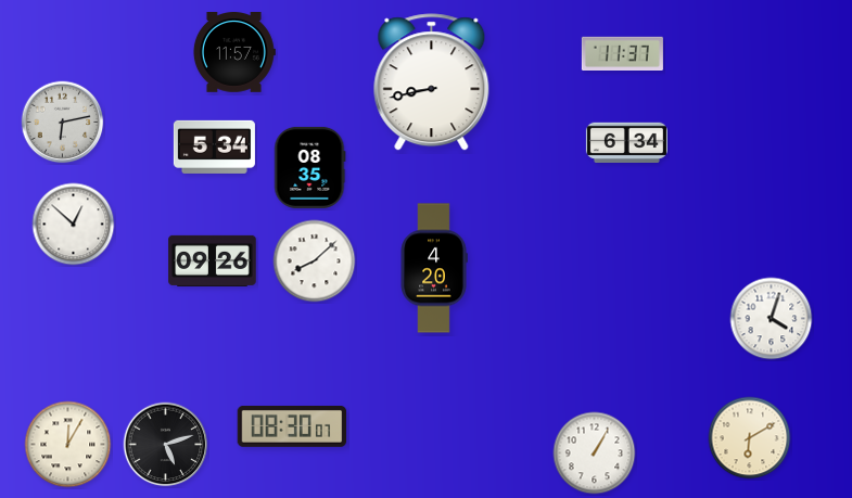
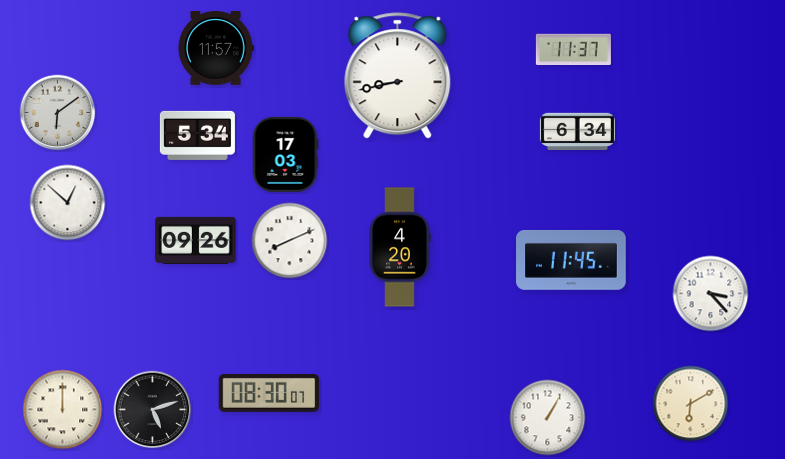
clock at (63, 123): 6:13 -> 6:09
clock at (310, 167): 08:35 -> 17:03
clock at (74, 225) position: (74, 225) -> (68, 203)
clock at (315, 261): 8:08 -> 8:11
clock at (571, 260): none -> 11:45
clock at (772, 319): 4:03 -> 3:23
clock at (68, 445): 12:05 -> 12:00
